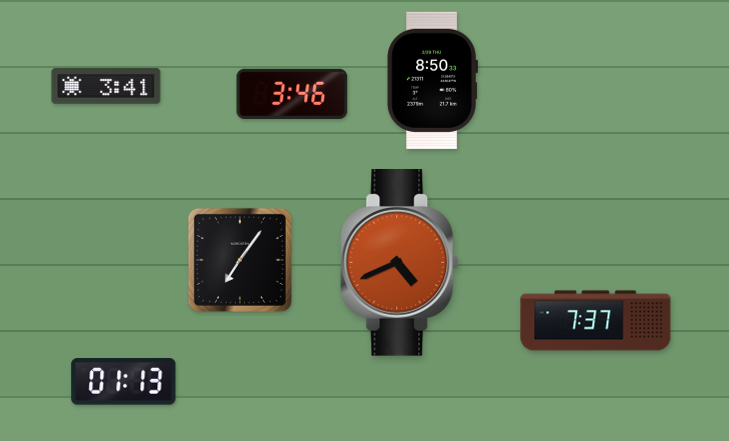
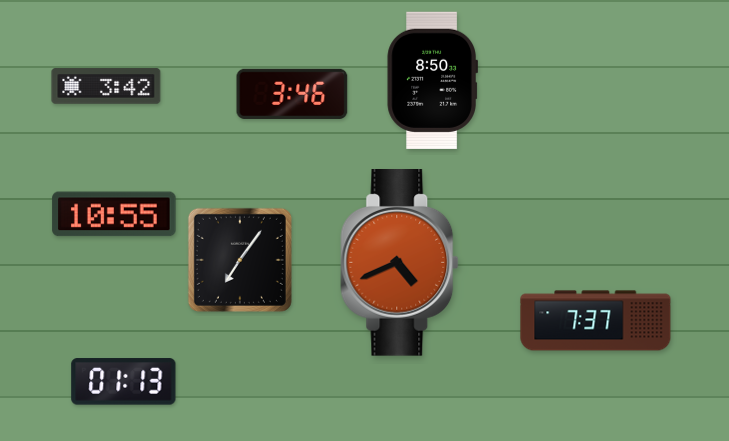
clock at (106, 86): 3:41 -> 3:42
clock at (114, 214): none -> 10:55
